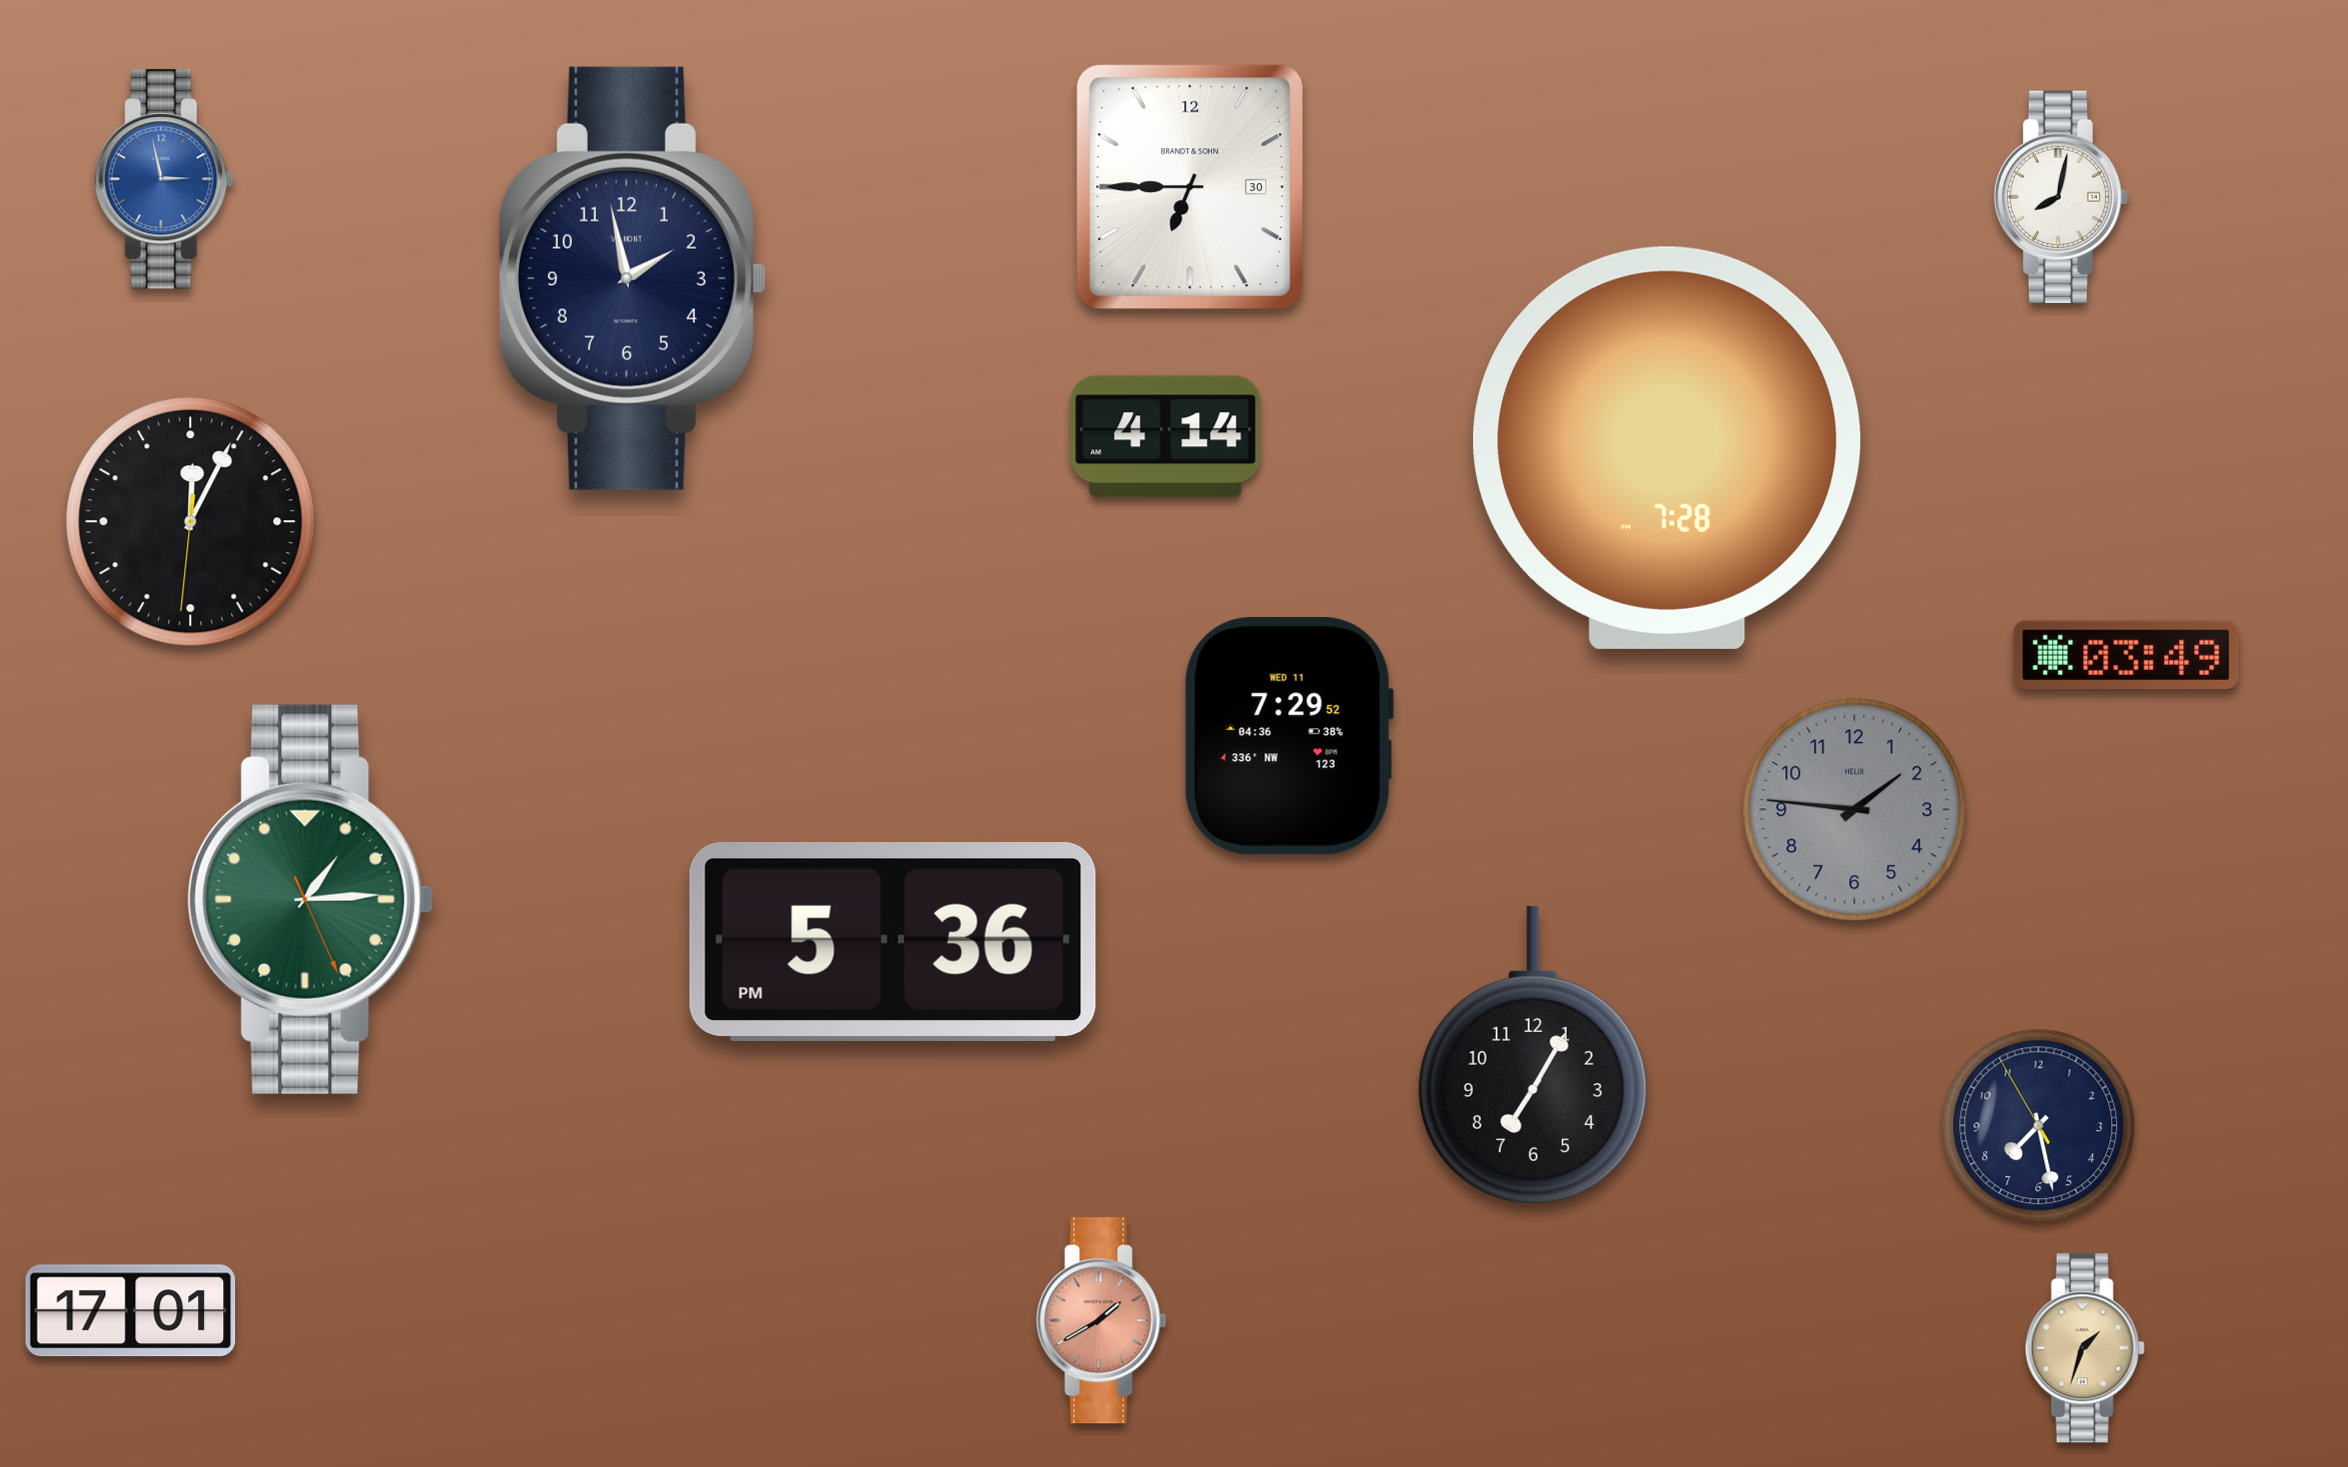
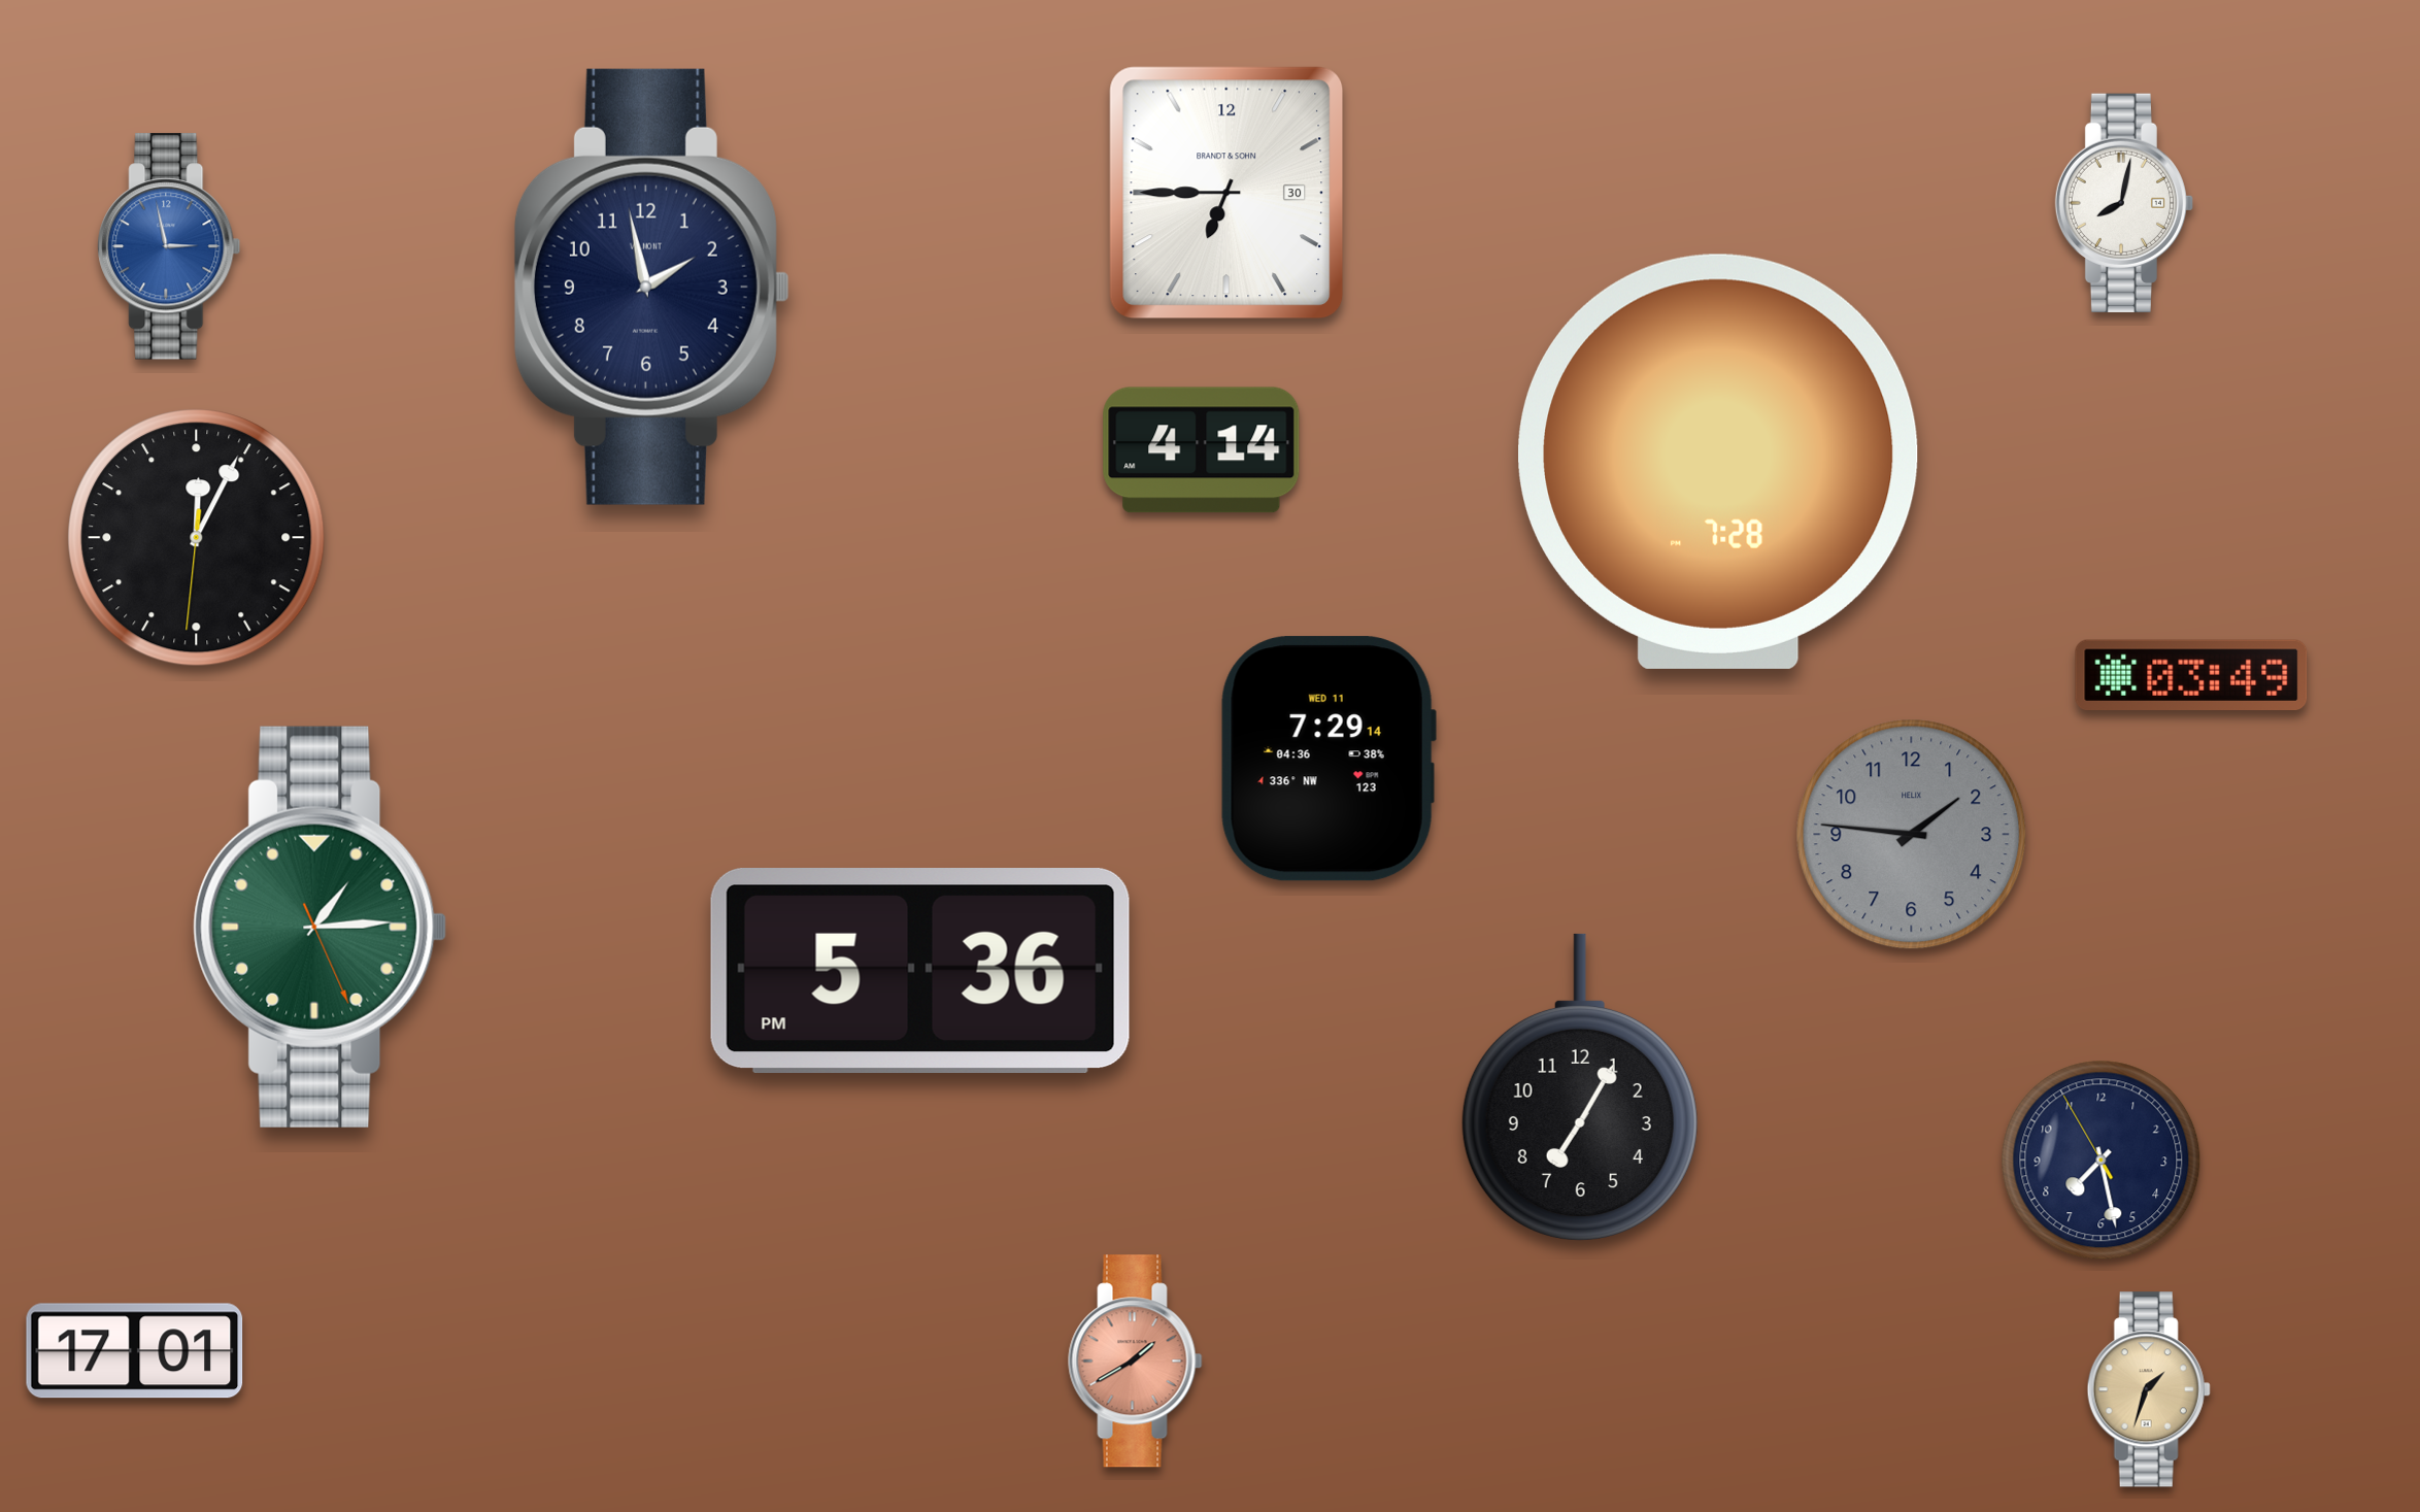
clock at (164, 179) position: (164, 179) -> (169, 246)
clock at (1289, 736): 7:29:52 -> 7:29:14
